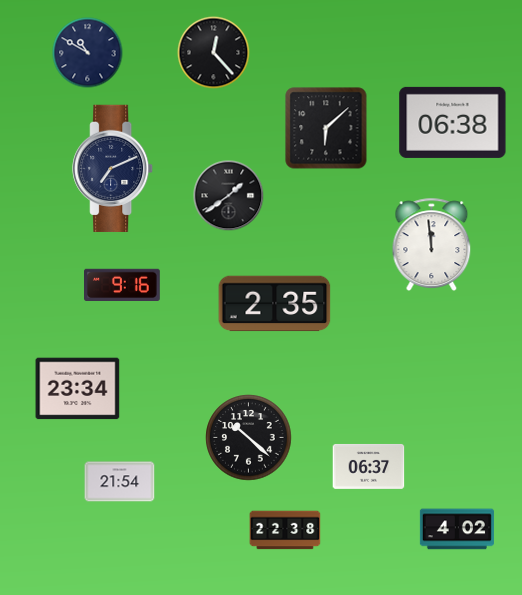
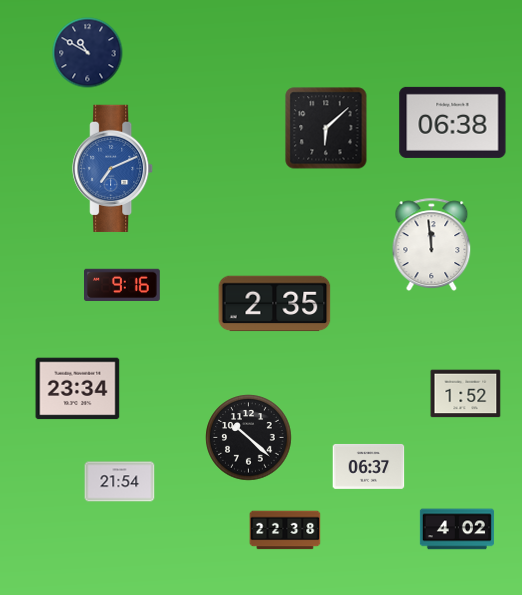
clock at (214, 53): 12:23 -> none
clock at (113, 168) dial: navy -> blue
clock at (229, 196): 1:39 -> none
clock at (466, 394): none -> 1:52
